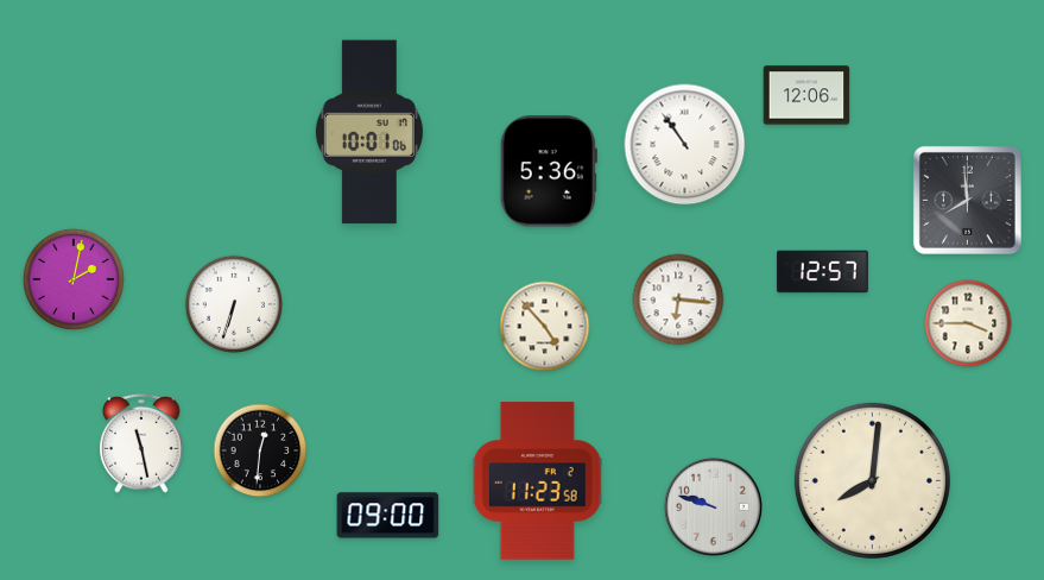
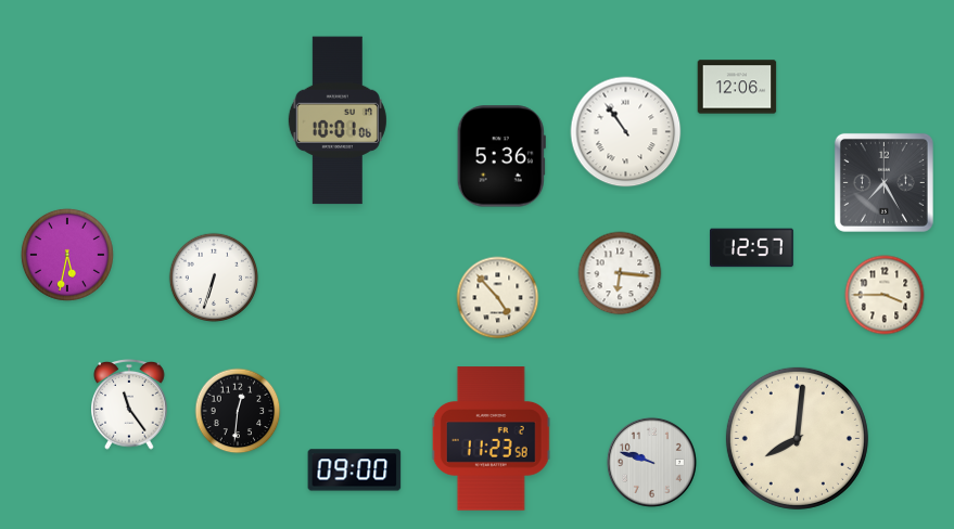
clock at (967, 200): 7:59 -> 7:25
clock at (74, 279): 2:02 -> 5:32
clock at (141, 445): 11:28 -> 11:24
